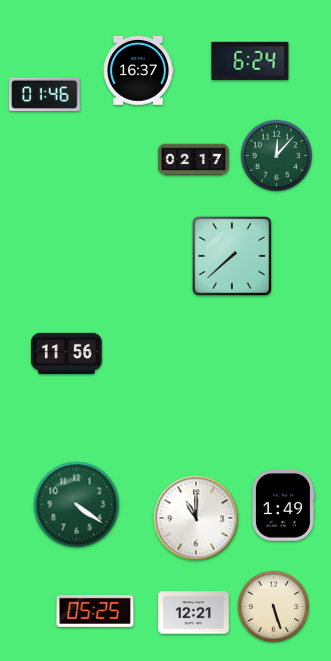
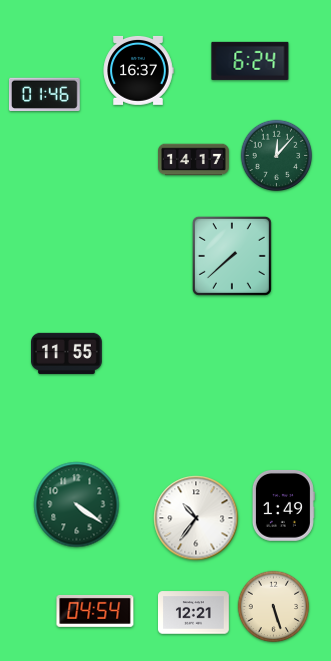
clock at (194, 160): 02:17 -> 14:17
clock at (67, 353): 11:56 -> 11:55
clock at (196, 518): 11:00 -> 10:36
clock at (95, 611): 05:25 -> 04:54
